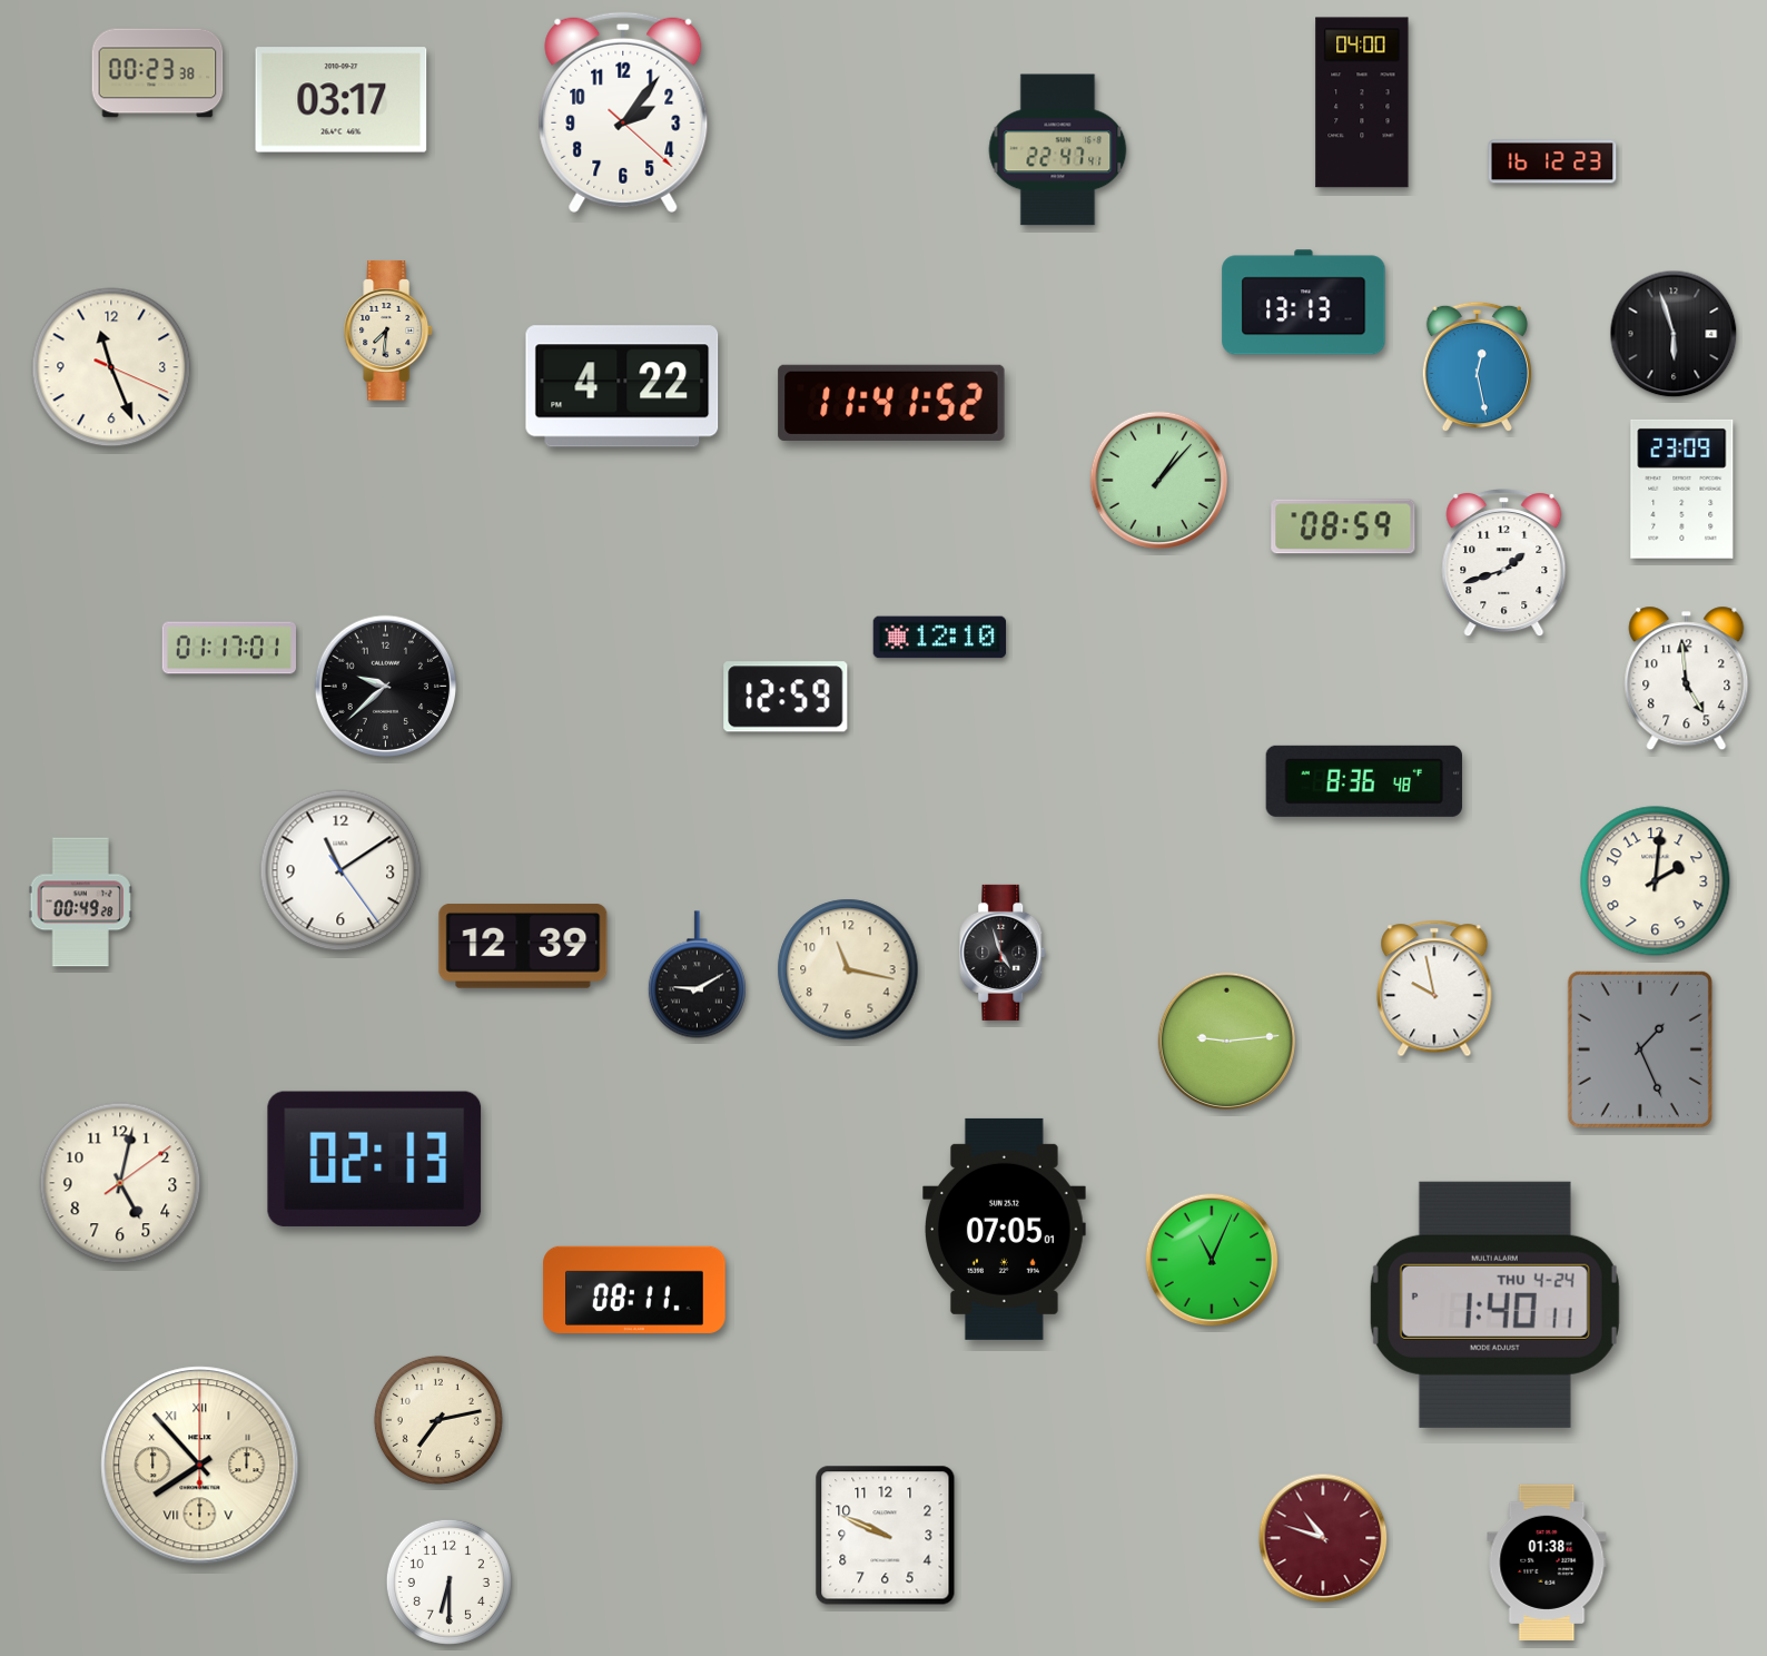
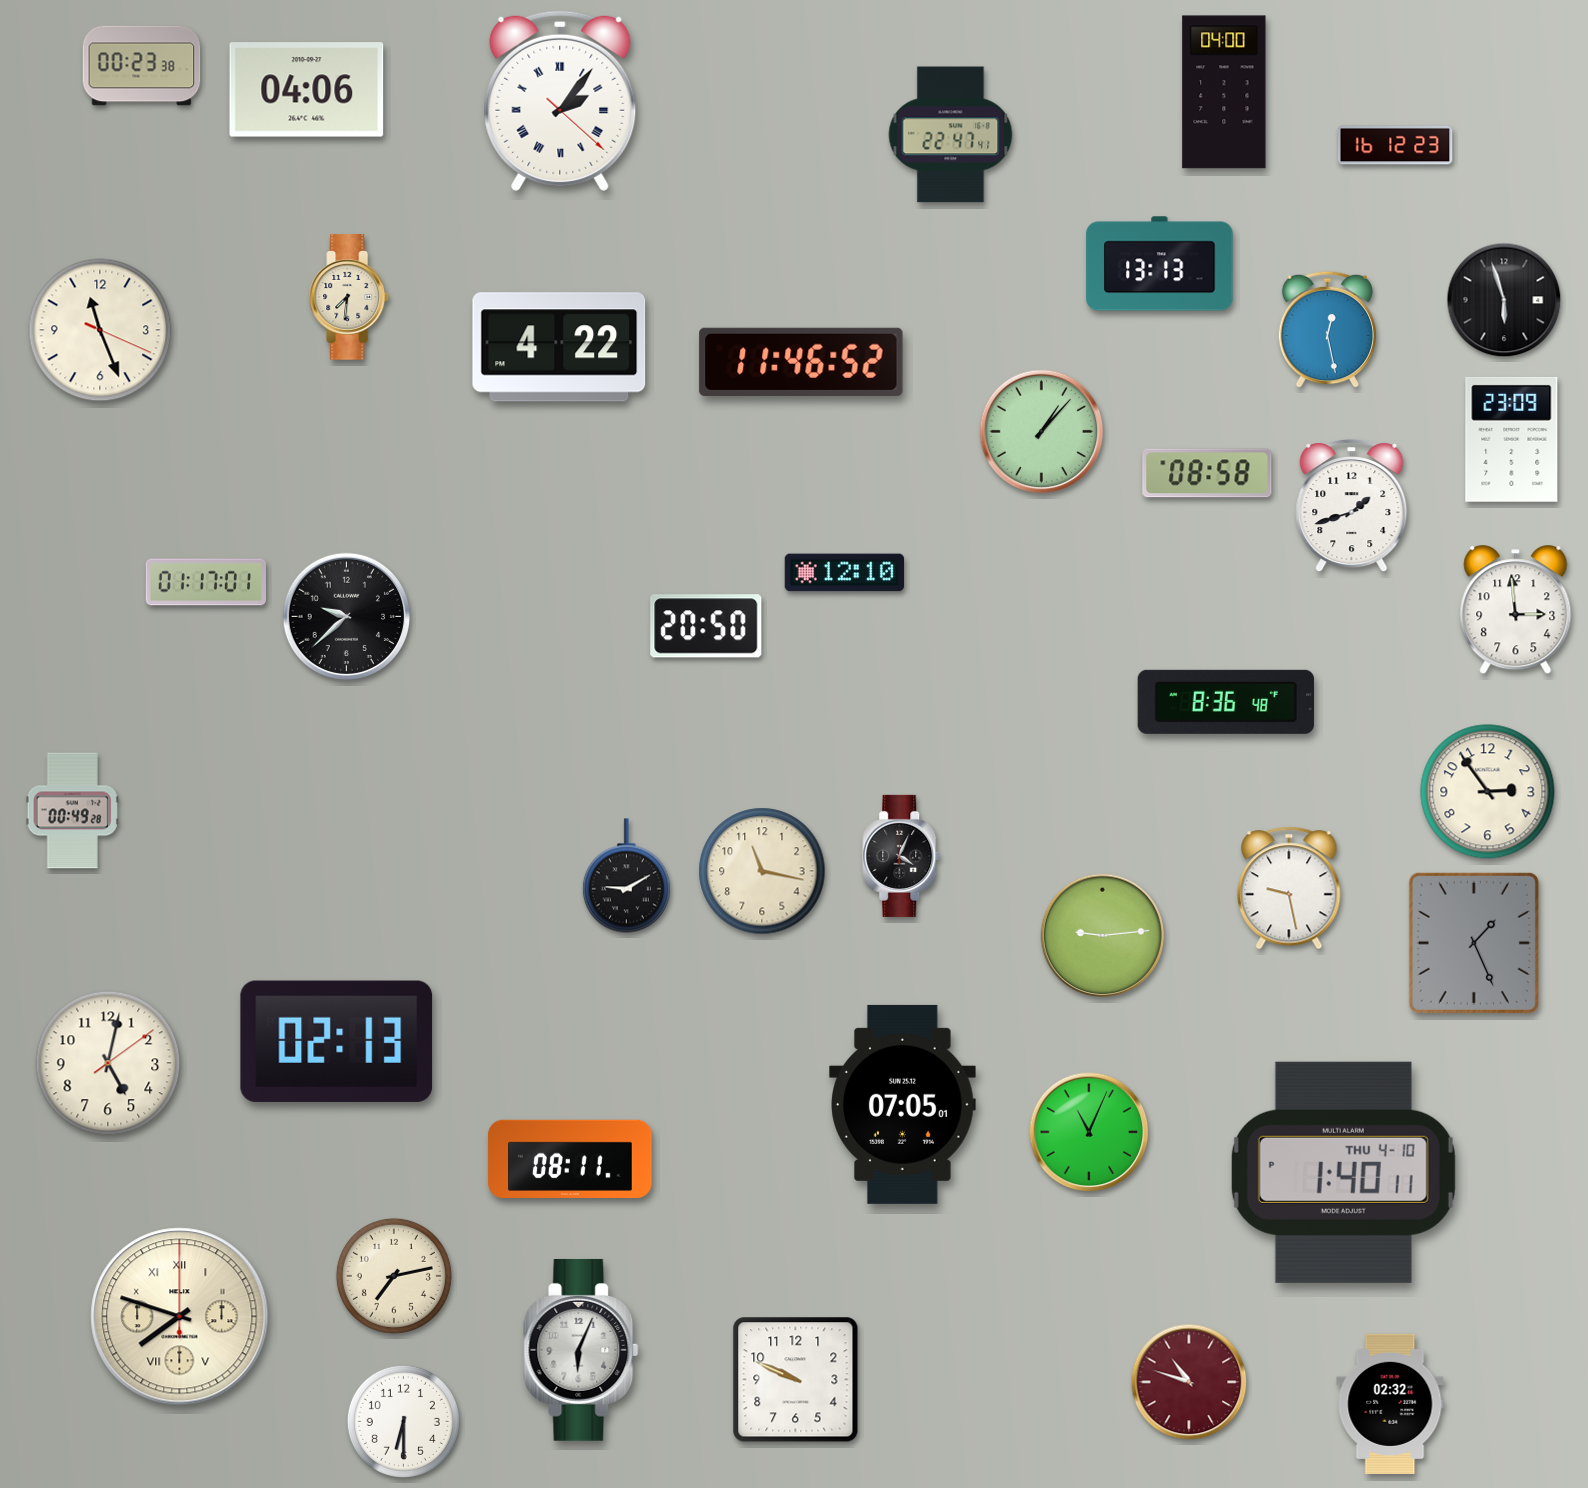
clock at (342, 100): 03:17 -> 04:06
clock at (623, 112) numerals: Arabic -> Roman
clock at (1304, 303) position: (1304, 303) -> (1160, 264)
clock at (891, 403): 11:41 -> 11:46
clock at (1343, 526): 08:59 -> 08:58
clock at (1687, 679): 4:59 -> 2:59
clock at (786, 697): 12:59 -> 20:50
clock at (340, 870): 11:09 -> none
clock at (1656, 881): 2:01 -> 2:54
clock at (523, 947): 12:39 -> none
clock at (1004, 953): 4:57 -> 4:04
clock at (1434, 988): 9:58 -> 9:28
clock at (1494, 1304) date: THU 4-24 -> THU 4-10
clock at (200, 1466): 7:53 -> 7:48
clock at (581, 1350): none -> 6:04
clock at (1547, 1563): 01:38 -> 02:32
